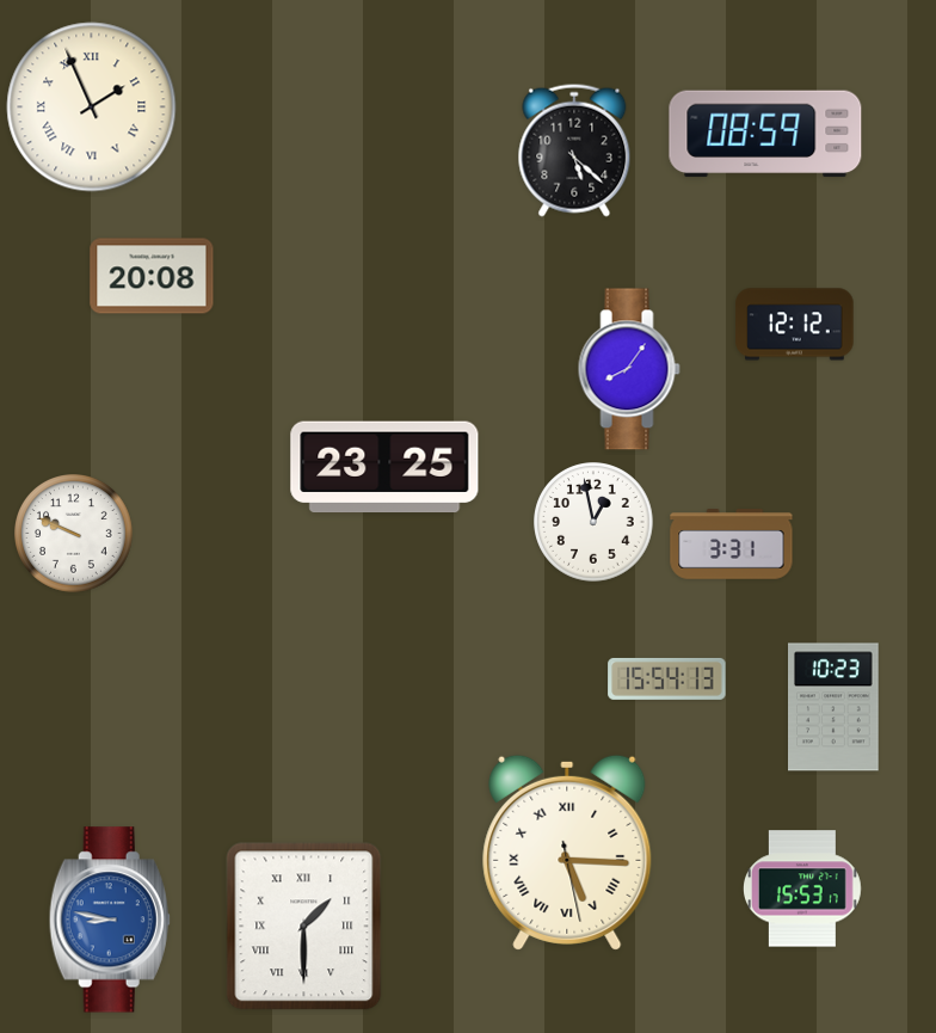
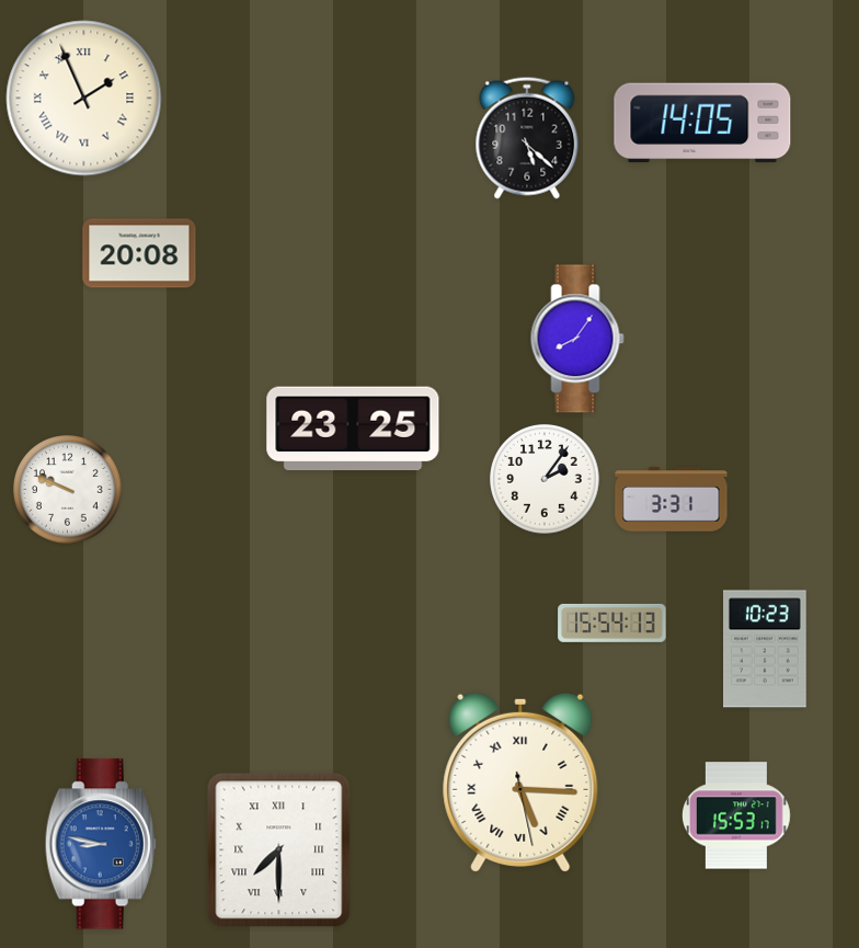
clock at (765, 134): 08:59 -> 14:05
clock at (795, 325): 12:12 -> none
clock at (593, 522): 12:58 -> 2:06
clock at (304, 927): 1:30 -> 7:30
